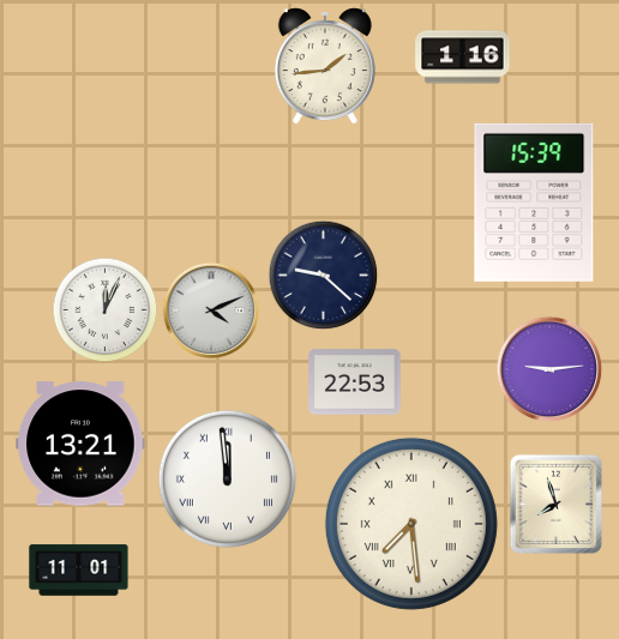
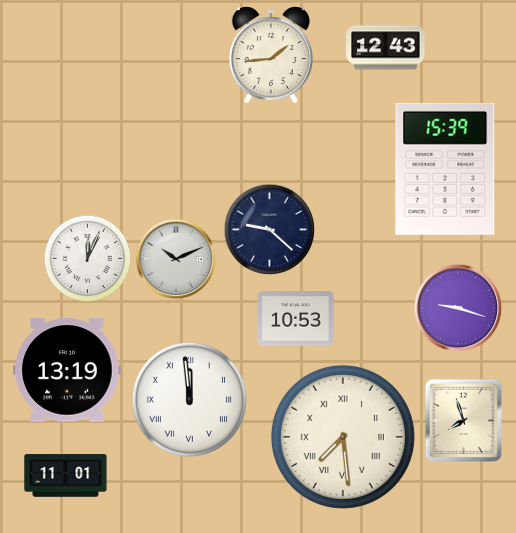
clock at (463, 58): 1:16 -> 12:43
clock at (211, 311): 4:11 -> 10:11
clock at (549, 369): 9:14 -> 9:18
clock at (355, 382): 22:53 -> 10:53
clock at (80, 444): 13:21 -> 13:19
